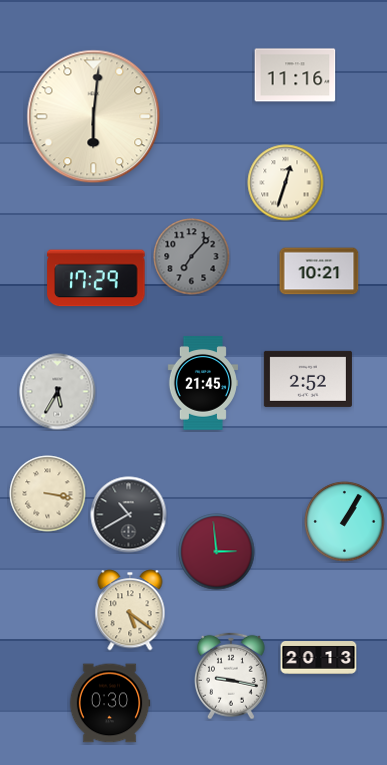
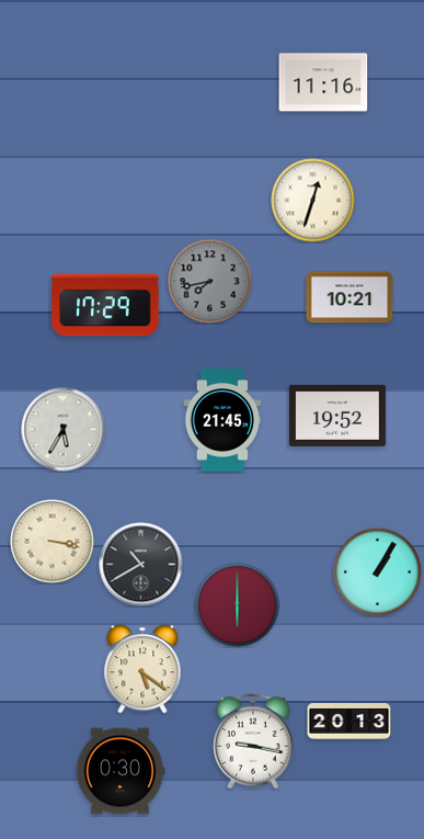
clock at (94, 117): 6:01 -> none
clock at (192, 257): 7:07 -> 7:43
clock at (308, 379): 2:52 -> 19:52
clock at (217, 552): 2:59 -> 6:00
